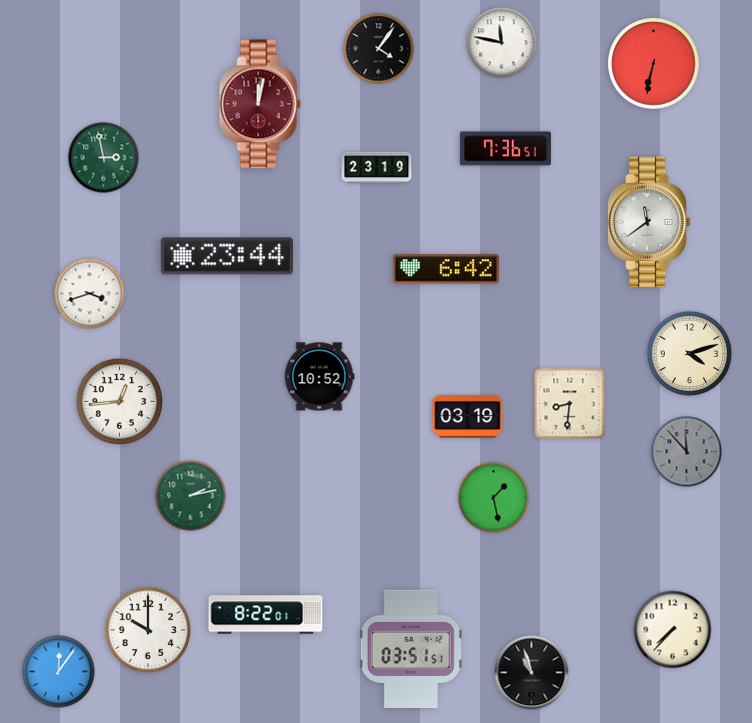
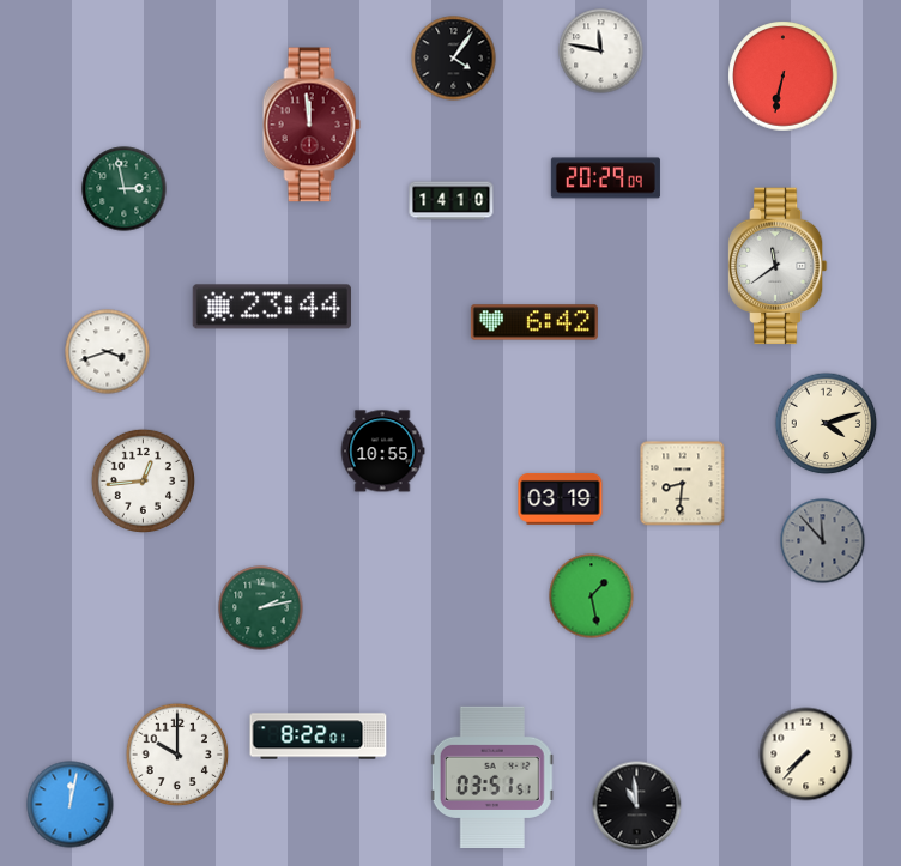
clock at (260, 104): 12:02 -> 11:59
clock at (505, 149): 7:36 -> 20:29
clock at (377, 168): 23:19 -> 14:10
clock at (319, 377): 10:52 -> 10:55
clock at (191, 496) position: (191, 496) -> (261, 608)
clock at (59, 672): 12:06 -> 12:02
clock at (532, 673): 10:57 -> 10:59
